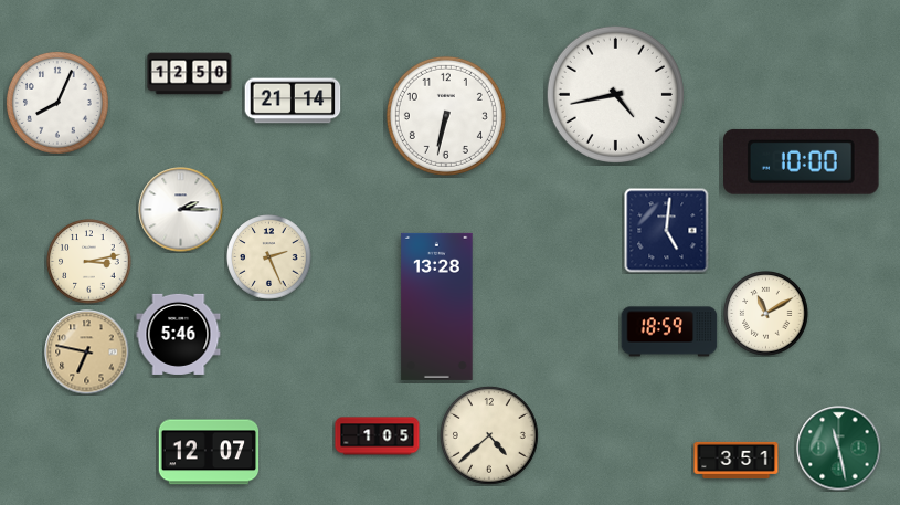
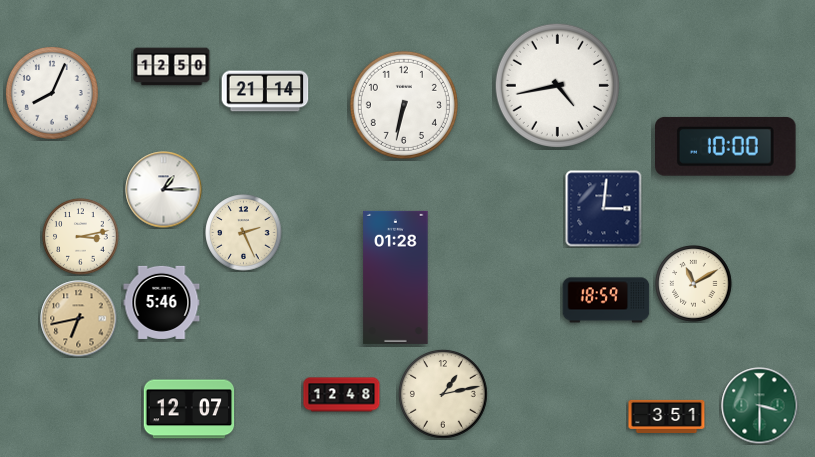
clock at (181, 210): 2:15 -> 1:15
clock at (667, 231): 5:01 -> 3:01
clock at (437, 306): 13:28 -> 01:28
clock at (87, 353): 6:47 -> 6:43
clock at (489, 435): 4:38 -> 1:13
clock at (378, 436): 1:05 -> 12:48
clock at (839, 449): 11:28 -> 3:30
